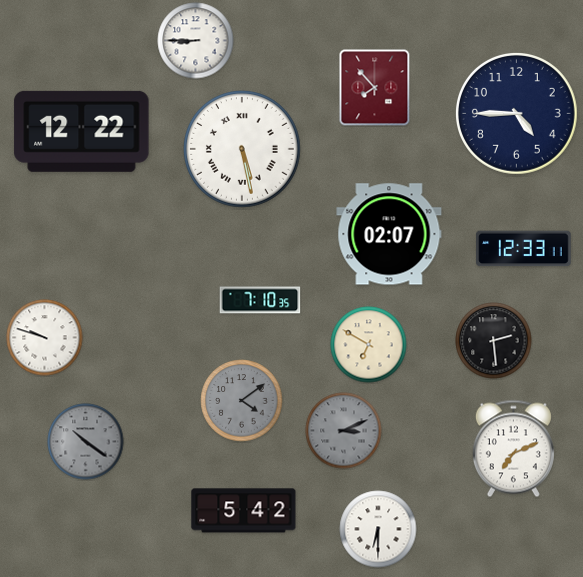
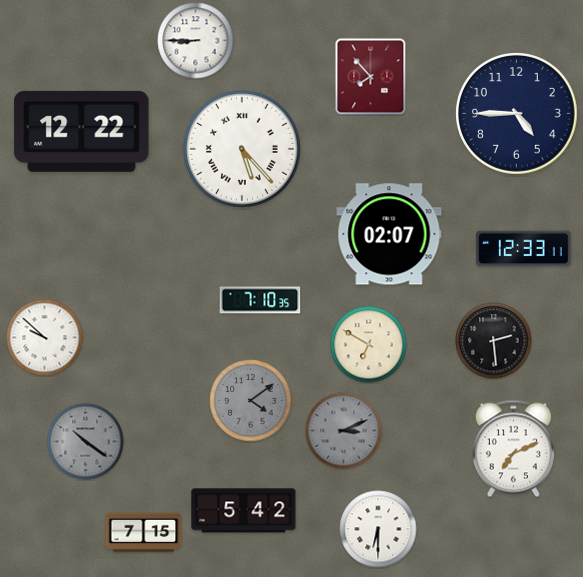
clock at (375, 88) position: (375, 88) -> (371, 77)
clock at (243, 150): 5:28 -> 5:23
clock at (45, 338): 9:48 -> 9:52
clock at (242, 401) position: (242, 401) -> (251, 401)
clock at (144, 533): none -> 7:15
